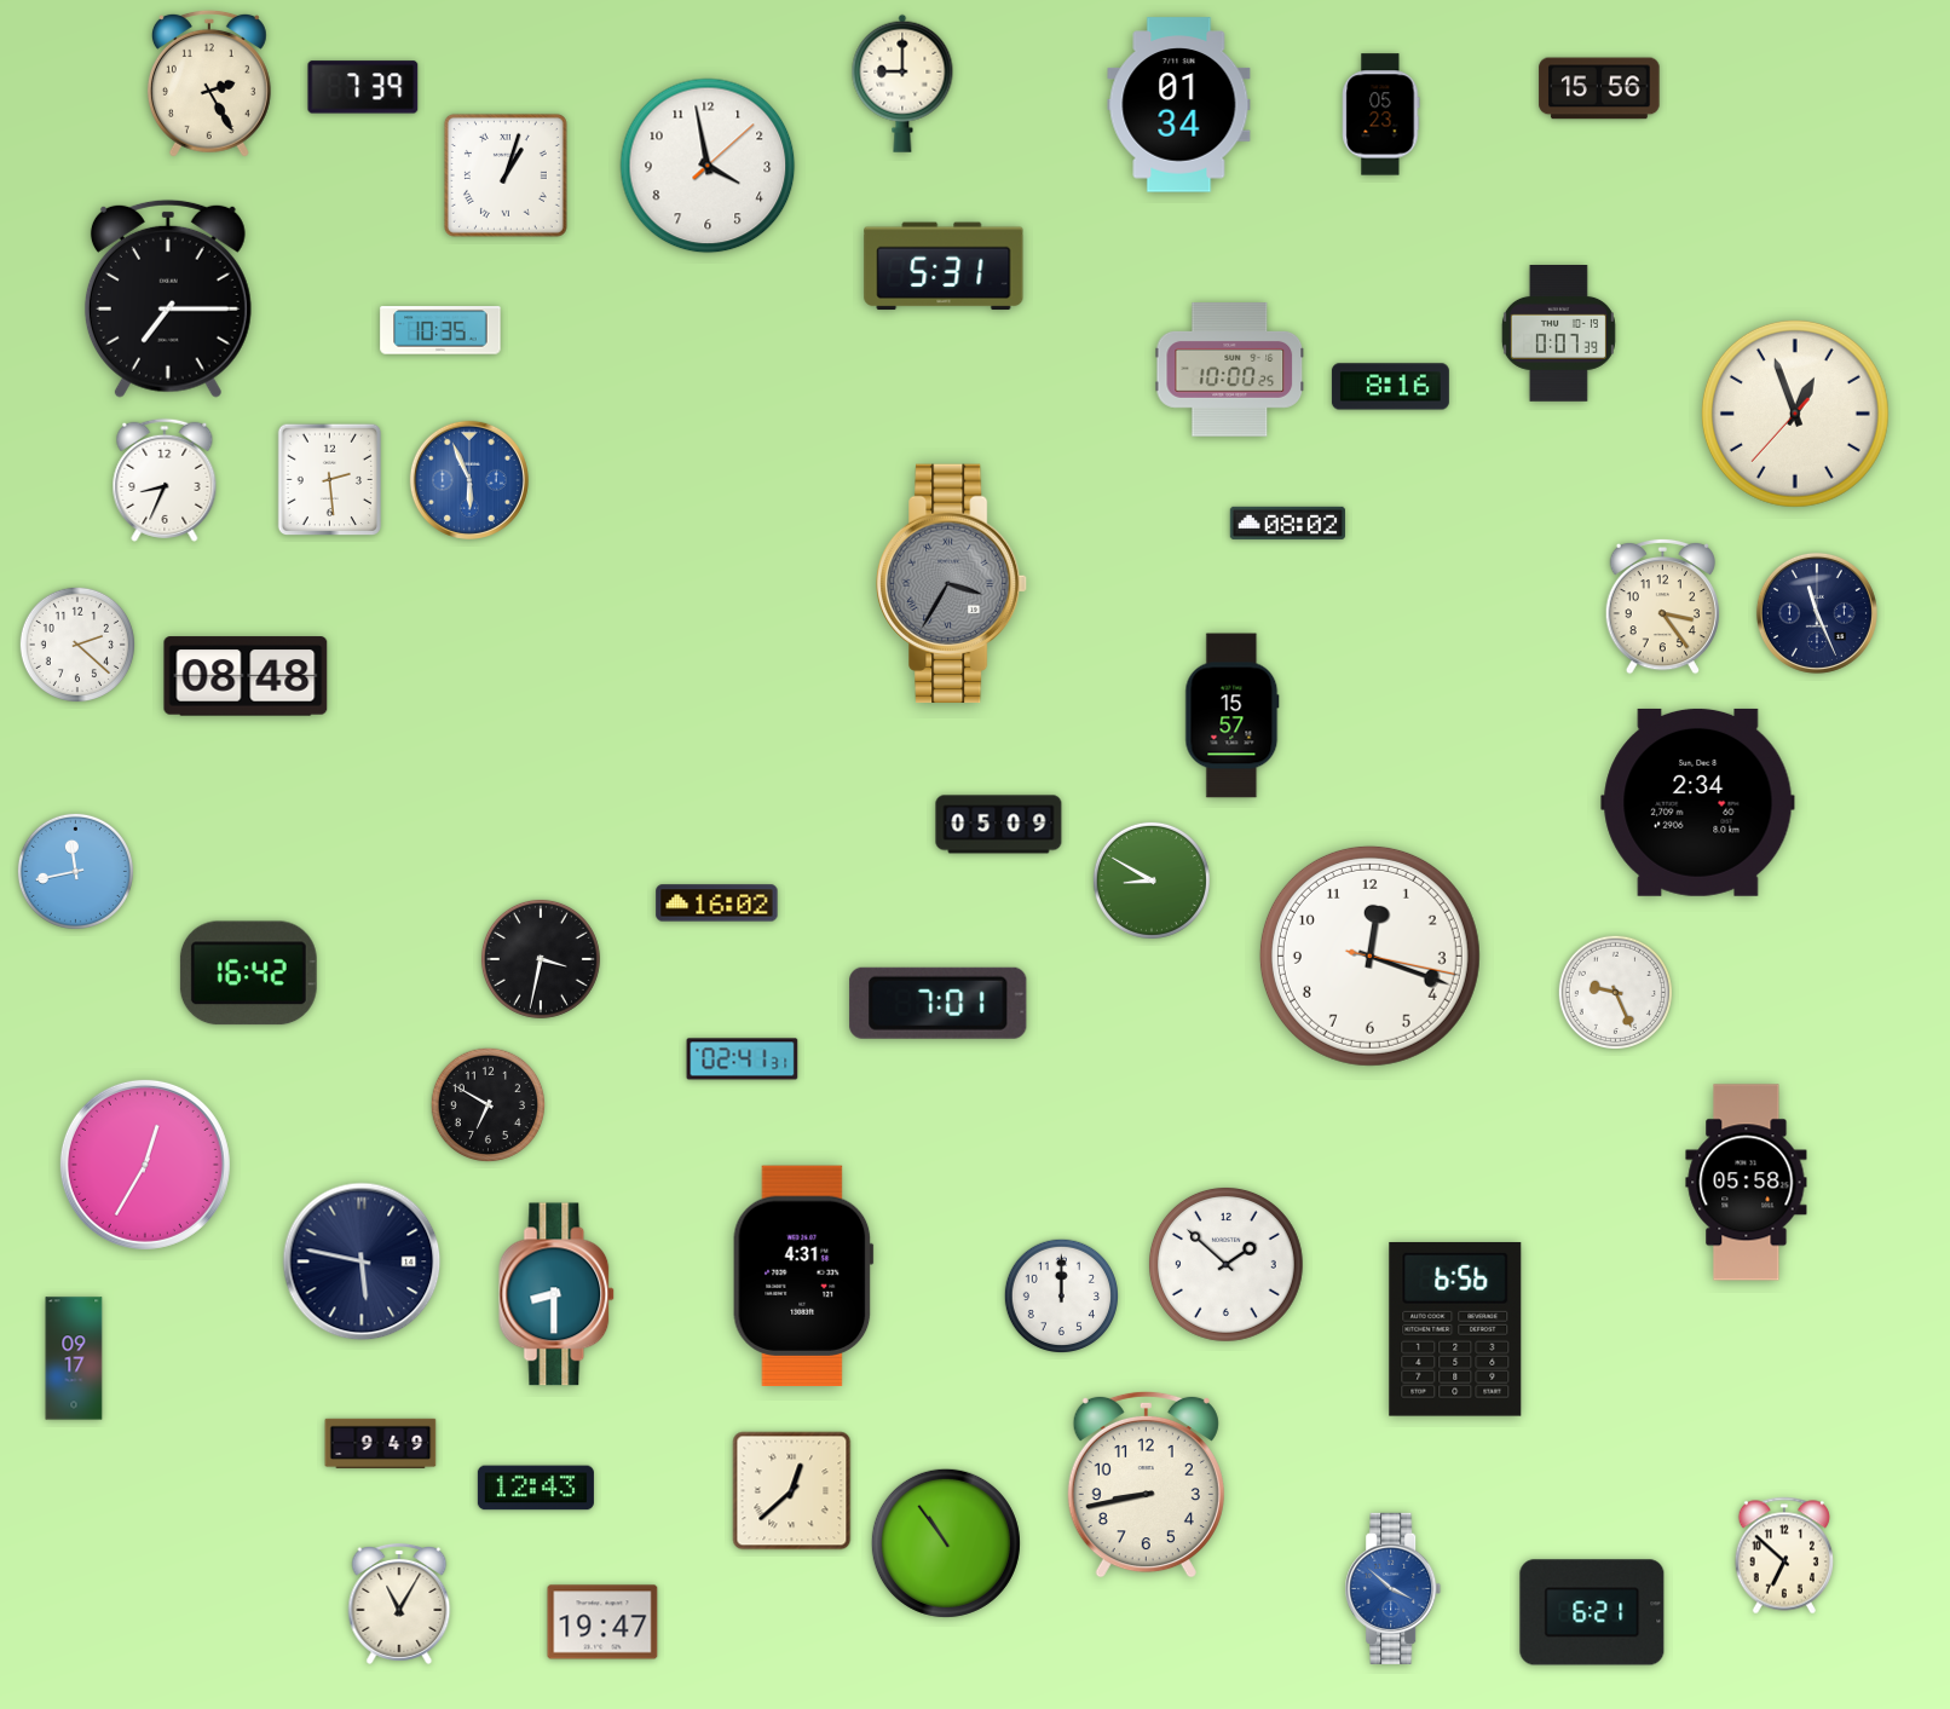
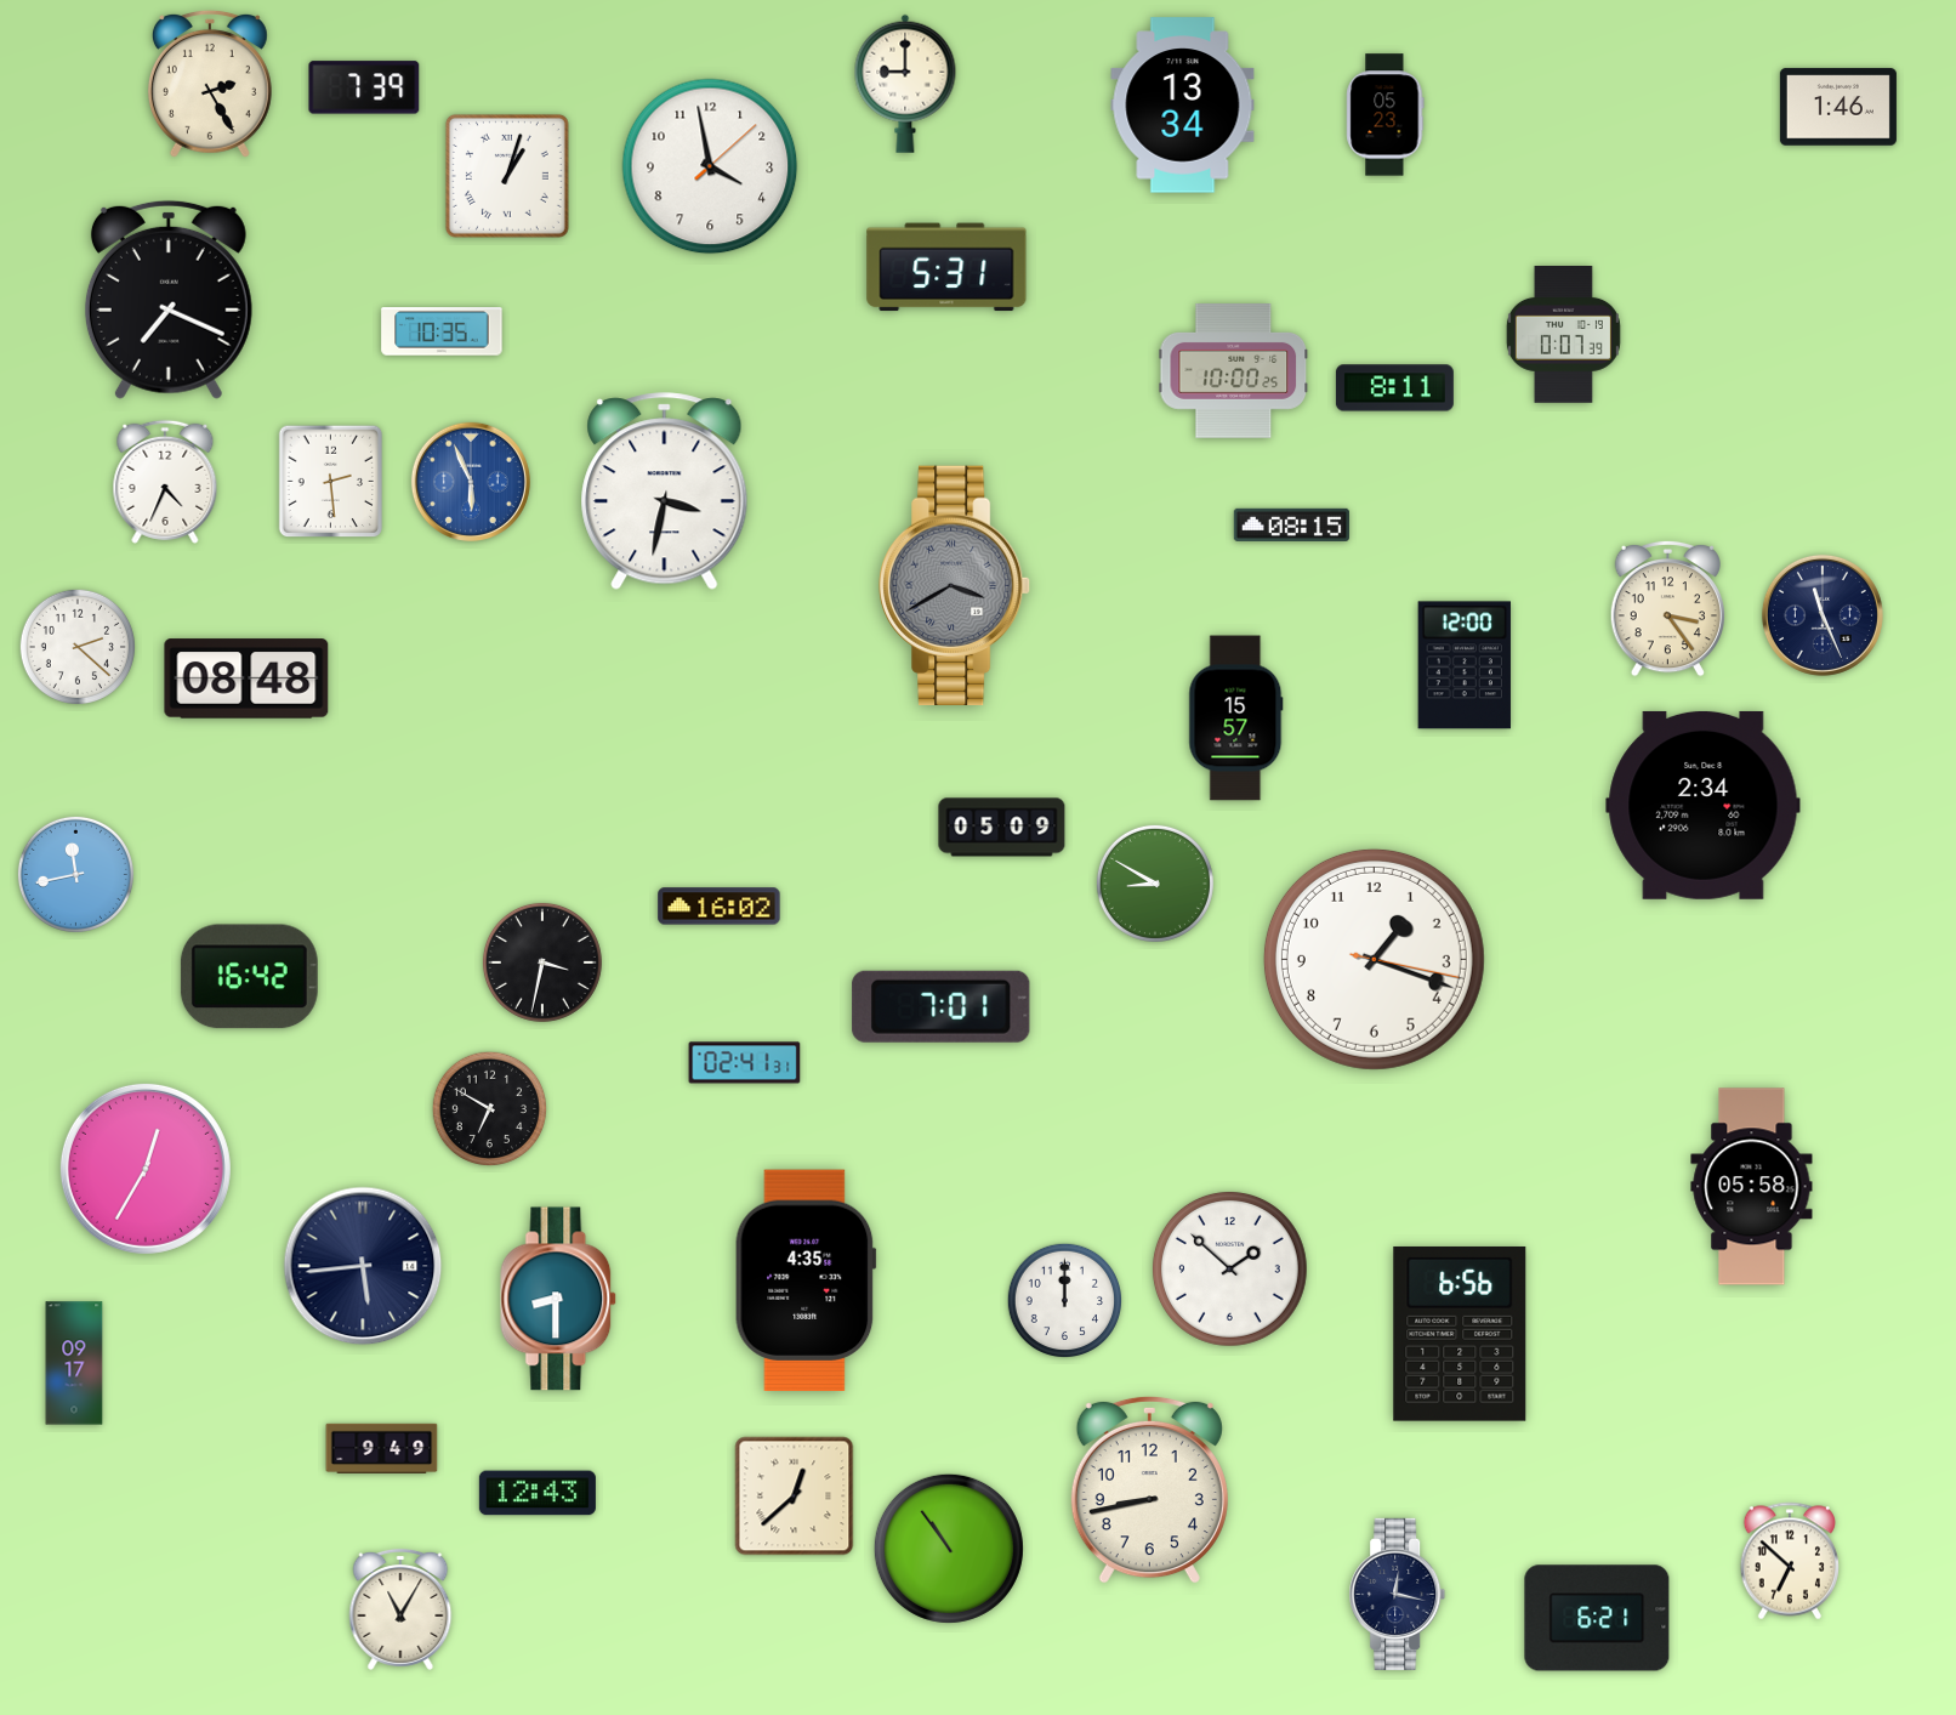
clock at (1599, 88): 15:56 -> none
clock at (1179, 105): 01:34 -> 13:34
clock at (1838, 107): none -> 1:46
clock at (168, 299): 7:15 -> 7:19
clock at (1390, 387): 8:16 -> 8:11
clock at (1795, 414): 12:56 -> none
clock at (165, 480): 8:34 -> 4:34
clock at (665, 492): none -> 3:32
clock at (1287, 522): 08:02 -> 08:15
clock at (953, 583): 3:35 -> 3:40
clock at (1463, 665): none -> 12:00
clock at (1369, 955): 12:18 -> 1:18
clock at (1615, 992): 9:26 -> none
clock at (362, 1261): 5:47 -> 5:44
clock at (803, 1275): 4:31 -> 4:35
clock at (1394, 1588): 3:52 -> 12:17
clock at (1394, 1588) dial: blue -> navy
clock at (602, 1622): 19:47 -> none
